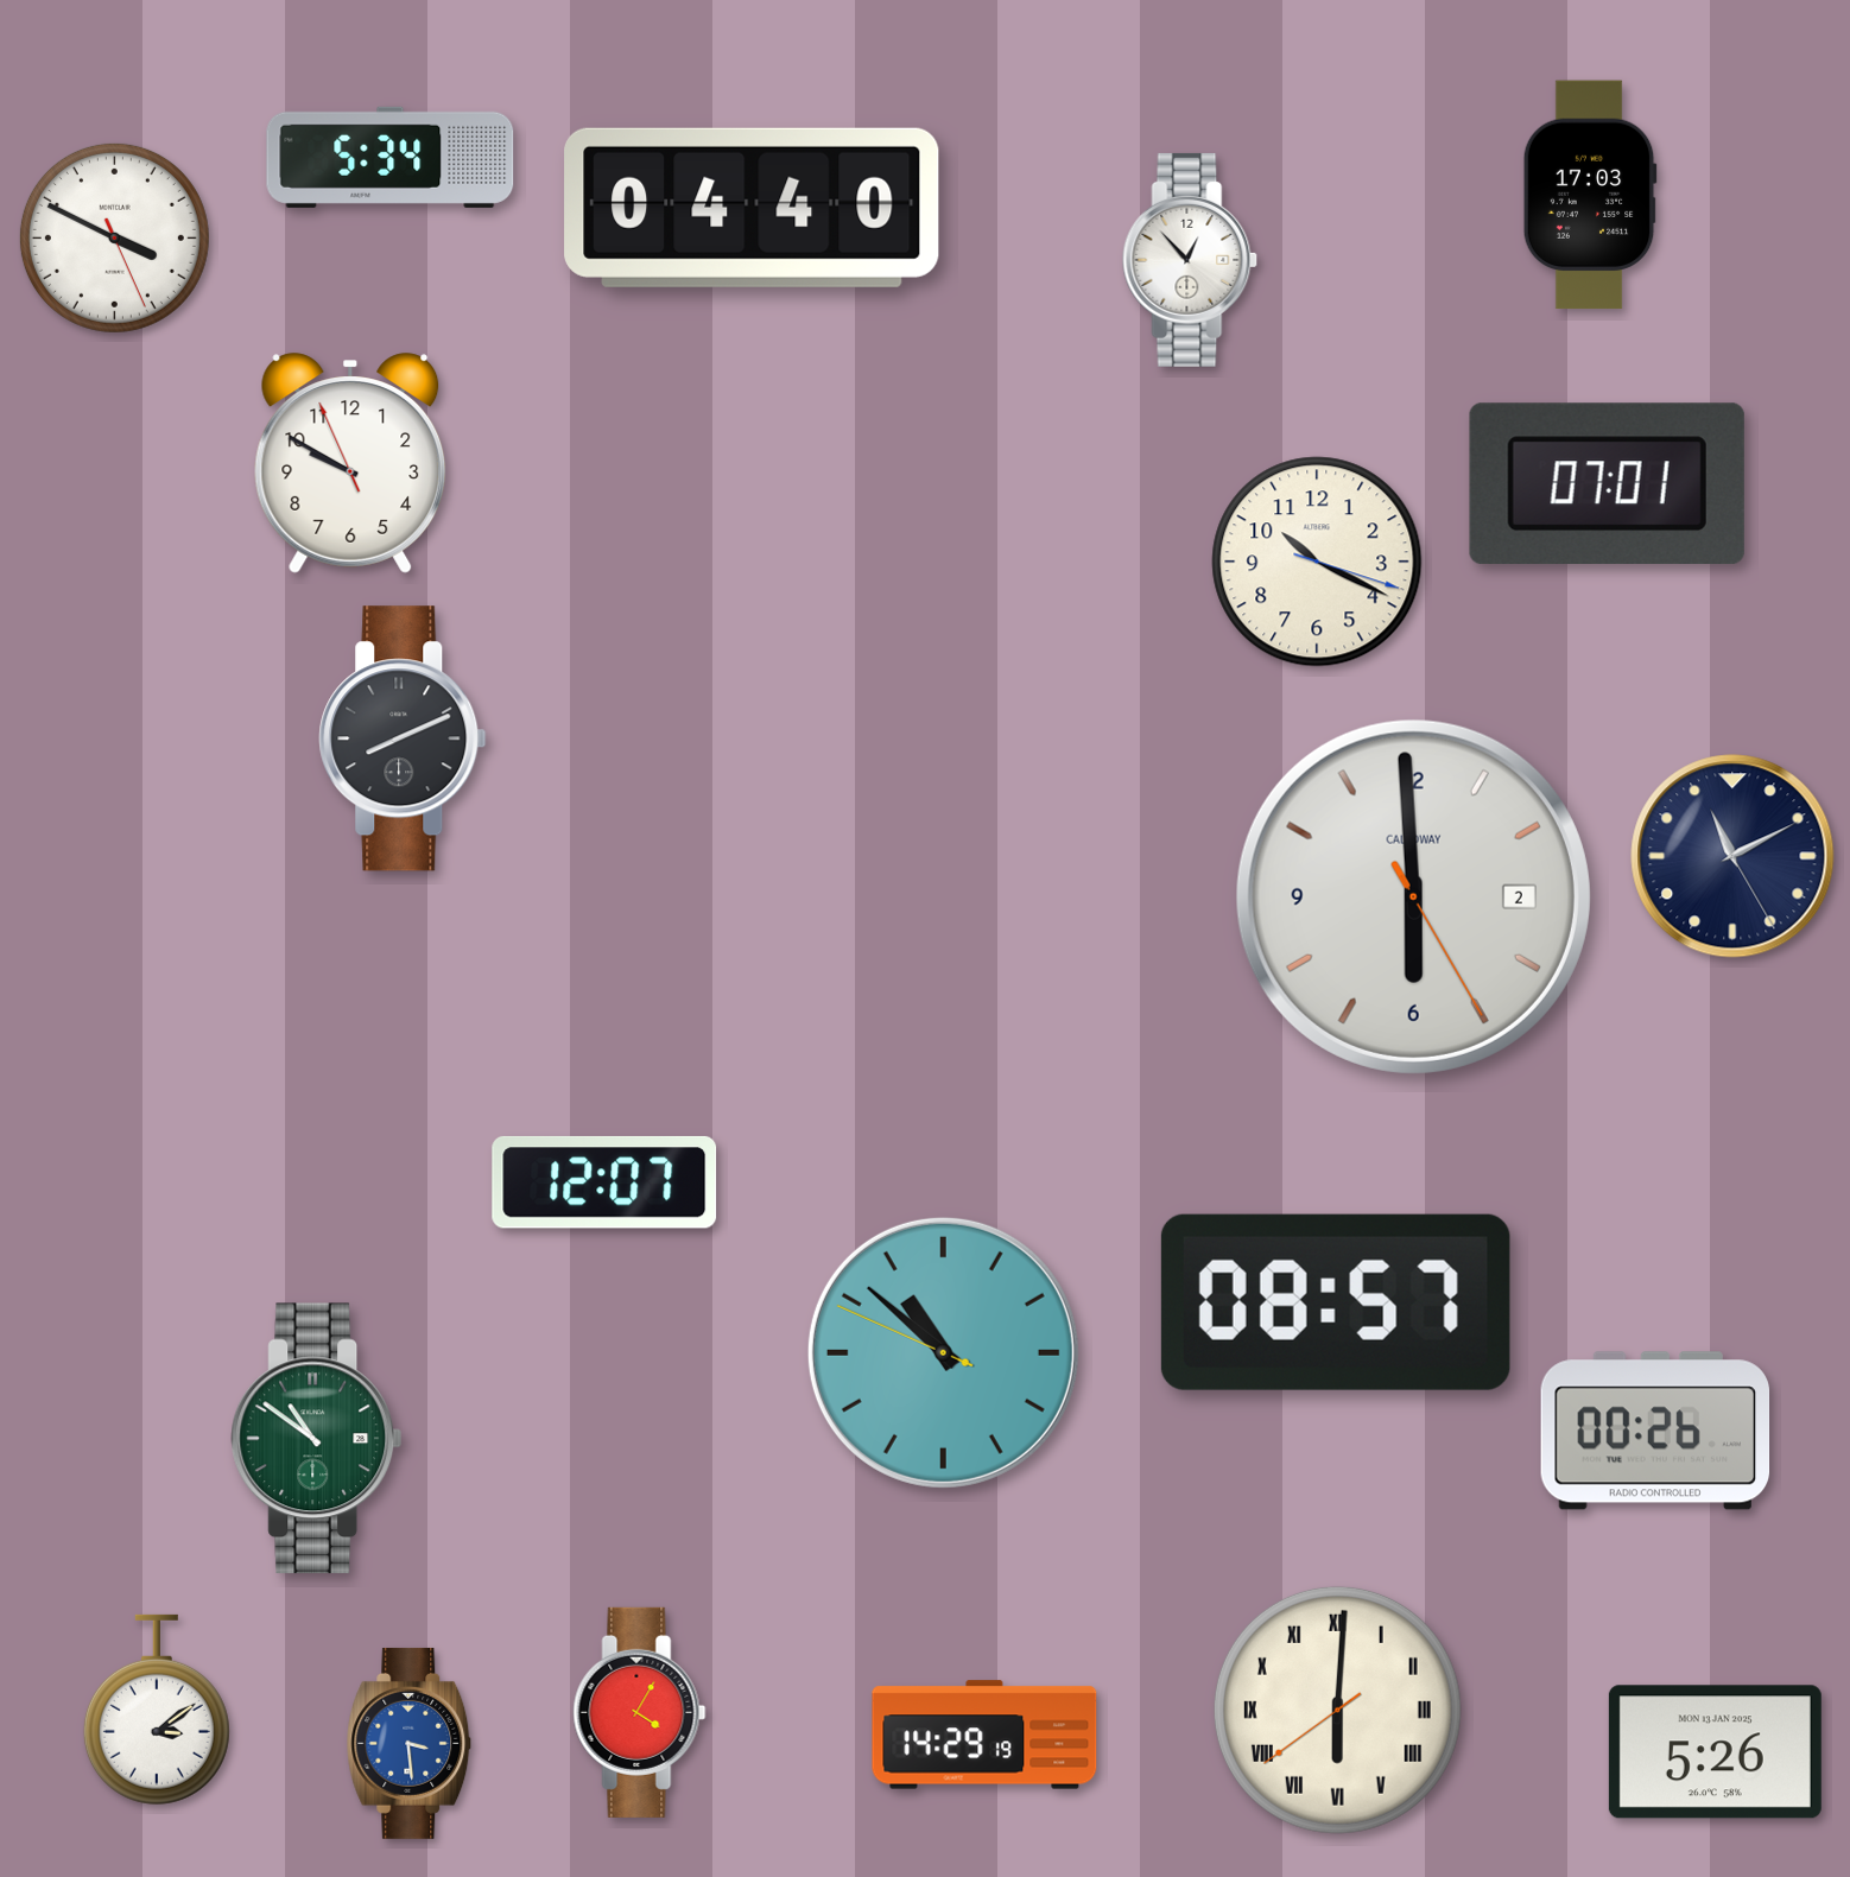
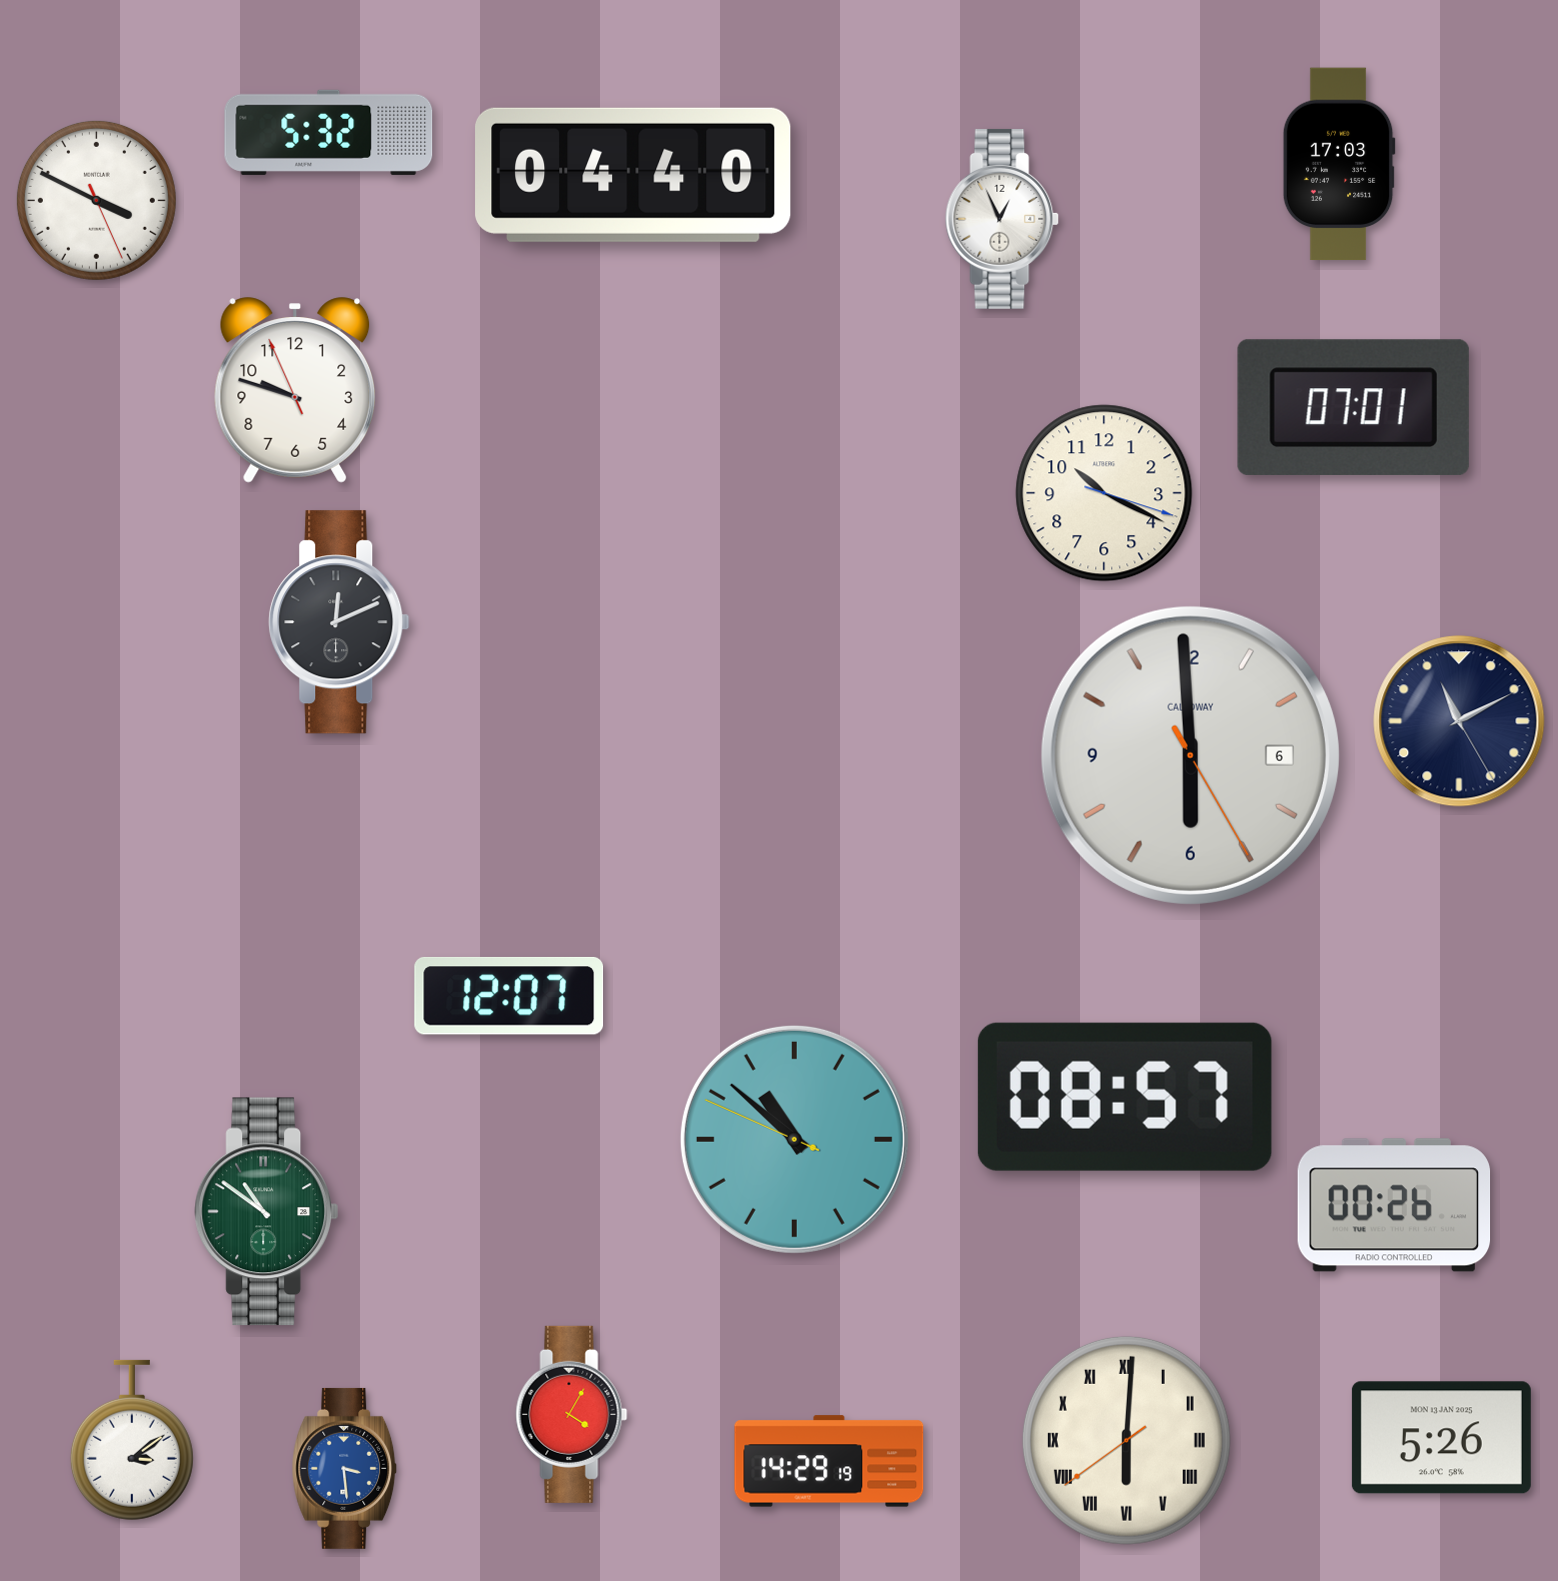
clock at (391, 157): 5:34 -> 5:32
clock at (1190, 260): 12:53 -> 12:56
clock at (350, 463): 9:49 -> 9:47
clock at (1317, 562) position: (1317, 562) -> (1104, 493)
clock at (403, 738): 8:11 -> 12:11
clock at (1413, 896) date: 2 -> 6
clock at (640, 1712) position: (640, 1712) -> (572, 1414)
clock at (1715, 1752) position: (1715, 1752) -> (1441, 1438)
